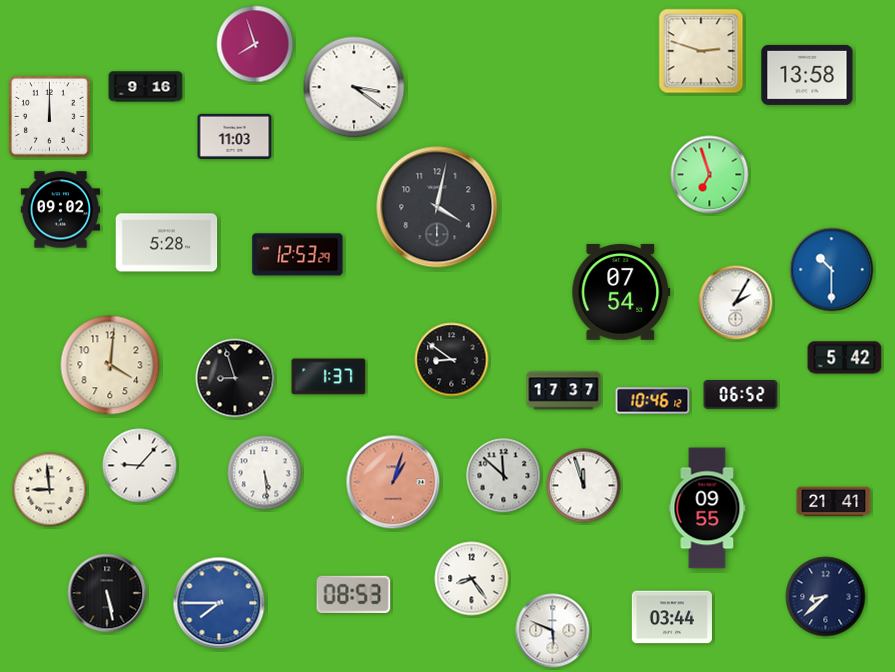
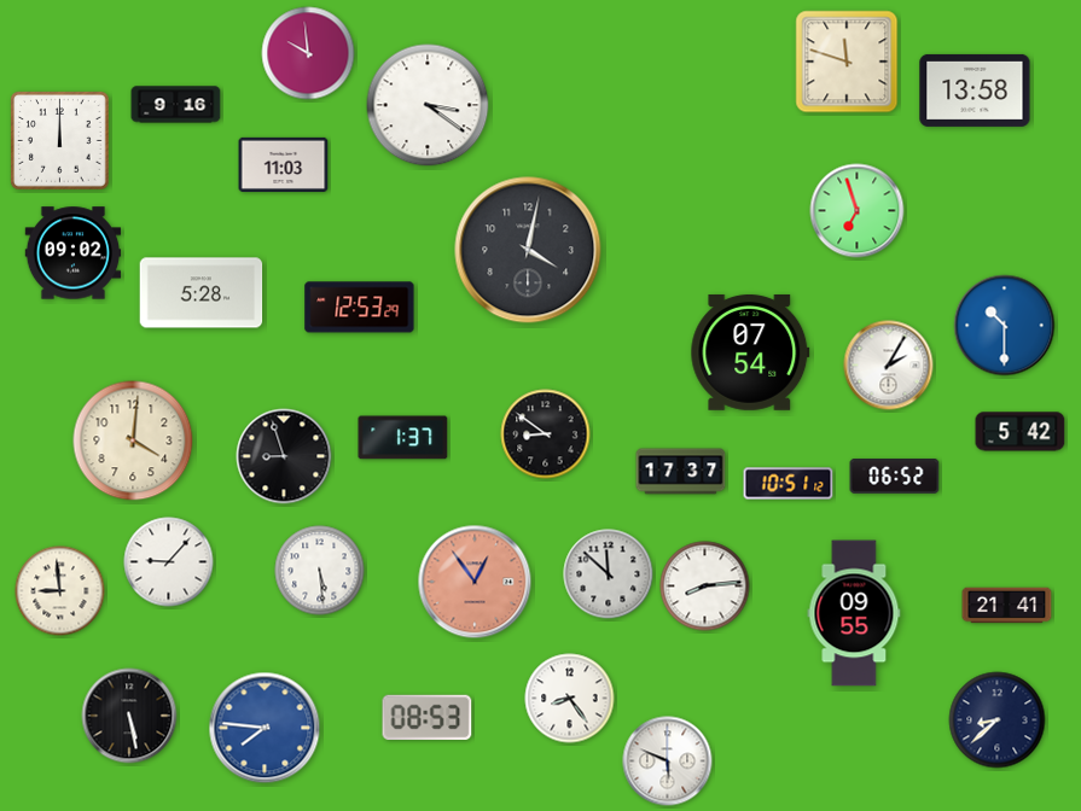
clock at (255, 44): 7:57 -> 9:59
clock at (701, 51): 2:48 -> 11:48
clock at (329, 377) position: (329, 377) -> (403, 438)
clock at (653, 401): 10:46 -> 10:51
clock at (393, 482): 1:03 -> 12:54
clock at (584, 486): 11:57 -> 8:14
clock at (219, 603): 7:45 -> 7:46
clock at (672, 617): 03:44 -> none
